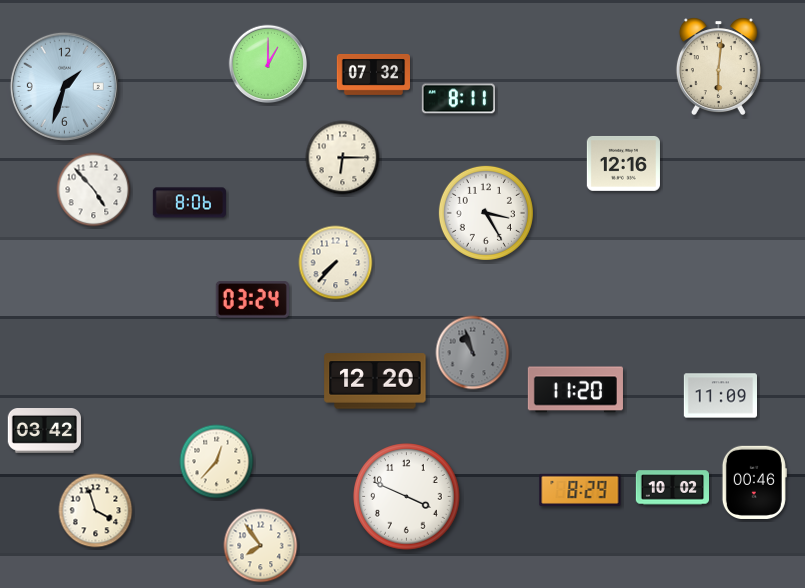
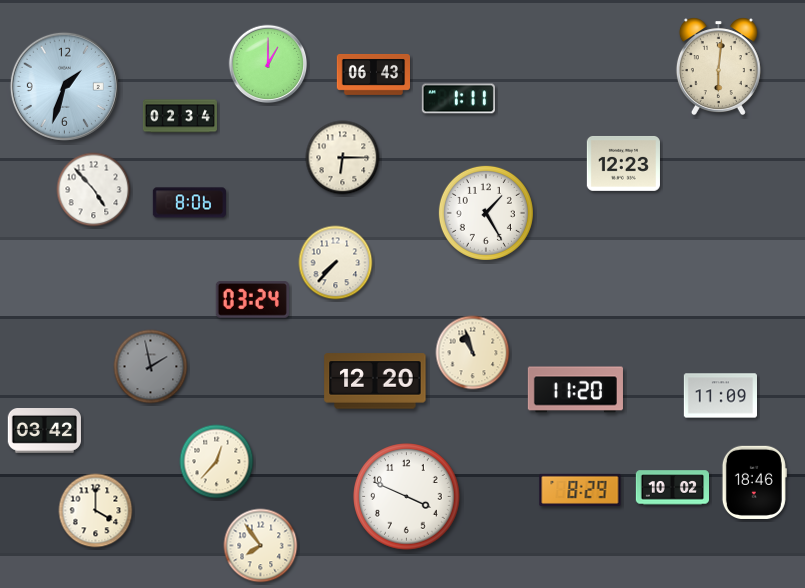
clock at (373, 74): 07:32 -> 06:43
clock at (458, 99): 8:11 -> 1:11
clock at (180, 116): none -> 02:34
clock at (623, 163): 12:16 -> 12:23
clock at (486, 213): 3:25 -> 1:25
clock at (473, 353) dial: grey -> cream
clock at (151, 367): none -> 1:58
clock at (754, 482): 00:46 -> 18:46
clock at (96, 511): 3:57 -> 4:00
